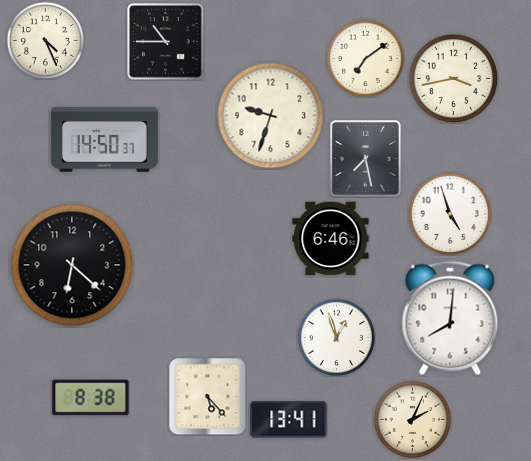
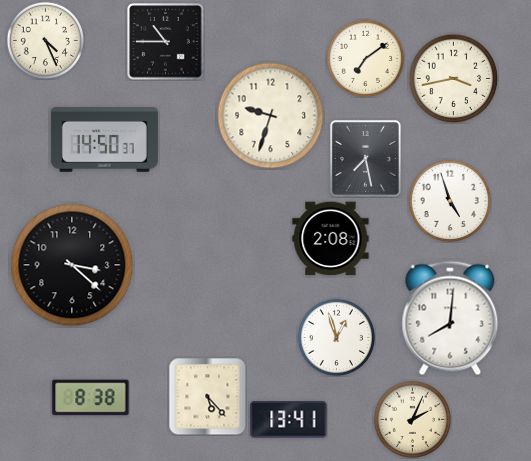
clock at (450, 214) position: (450, 214) -> (450, 201)
clock at (331, 239): 6:46 -> 2:08
clock at (72, 265): 6:22 -> 3:22
